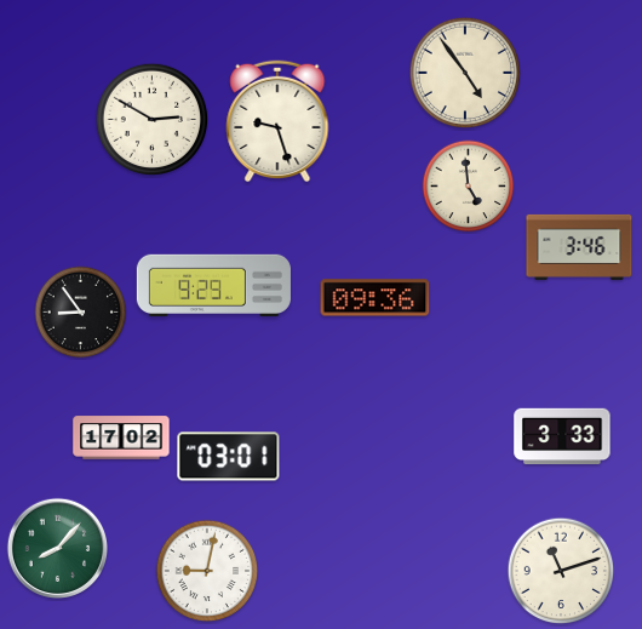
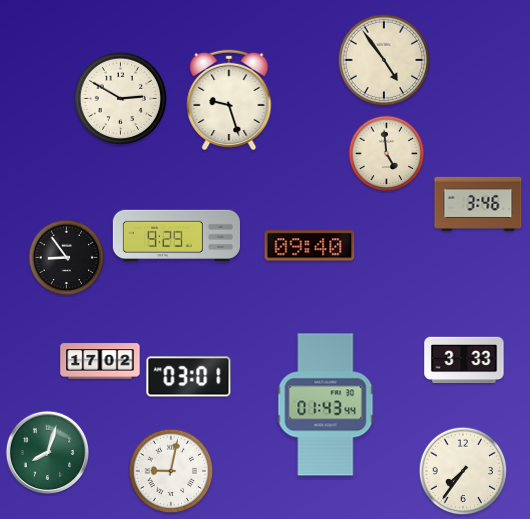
clock at (153, 120) position: (153, 120) -> (121, 99)
clock at (376, 298): 09:36 -> 09:40
clock at (326, 405): none -> 01:43
clock at (57, 548): 8:07 -> 8:03
clock at (561, 571): 11:12 -> 7:36
